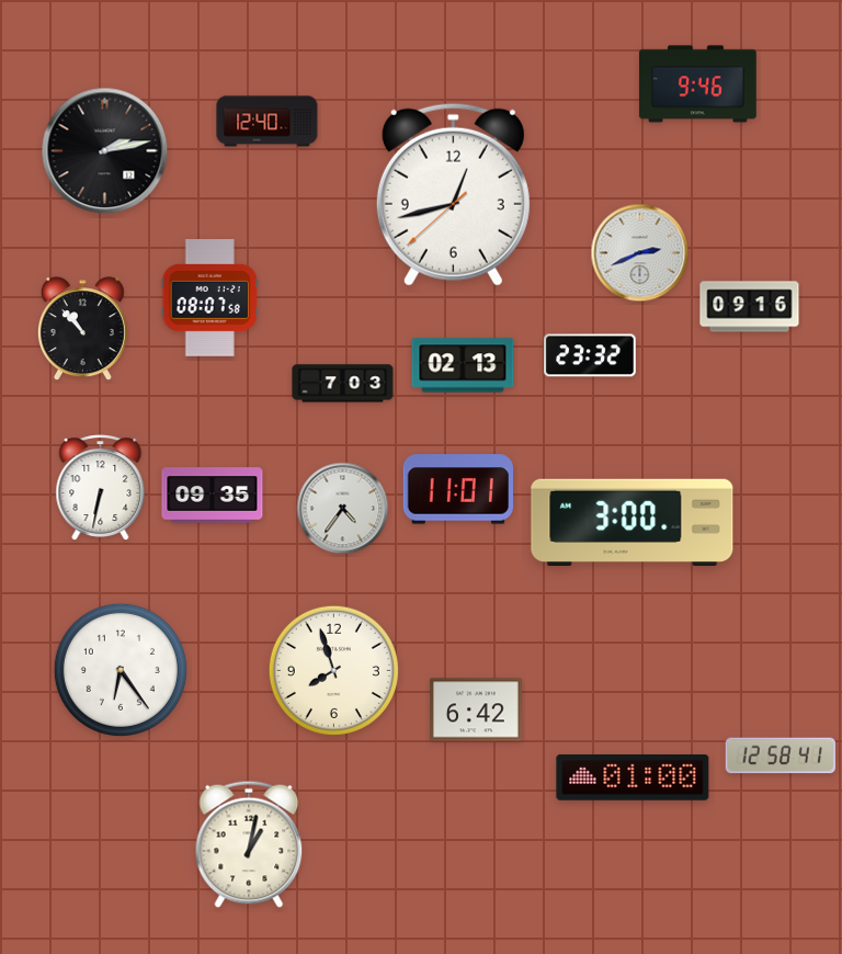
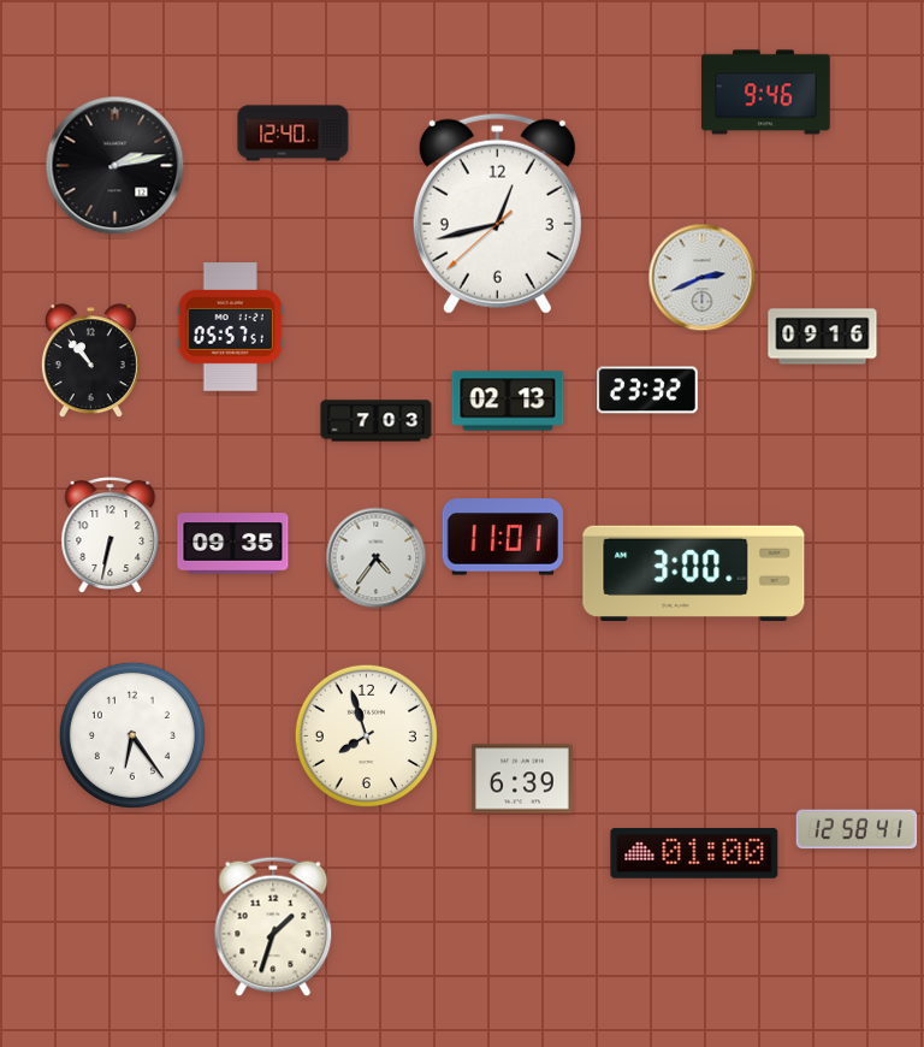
clock at (209, 298): 08:07 -> 05:57
clock at (476, 709): 6:42 -> 6:39
clock at (249, 844): 1:02 -> 1:33
